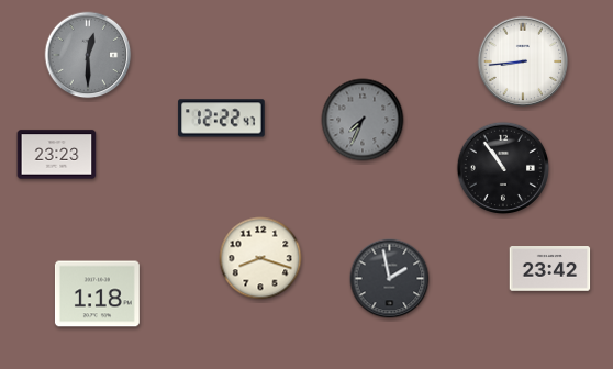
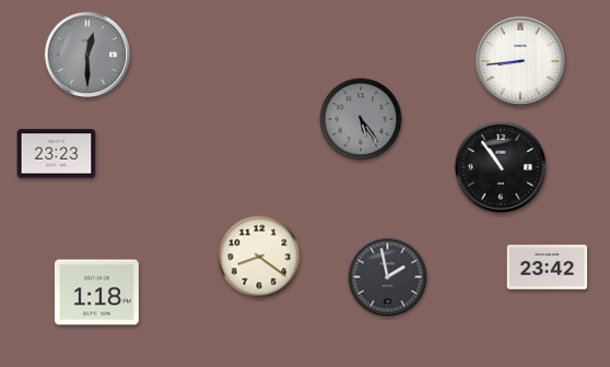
clock at (222, 119): 12:22 -> none
clock at (363, 120): 7:34 -> 5:24
clock at (260, 258): 8:18 -> 8:21
